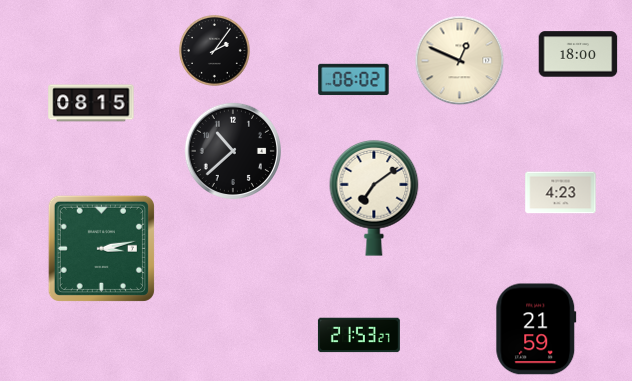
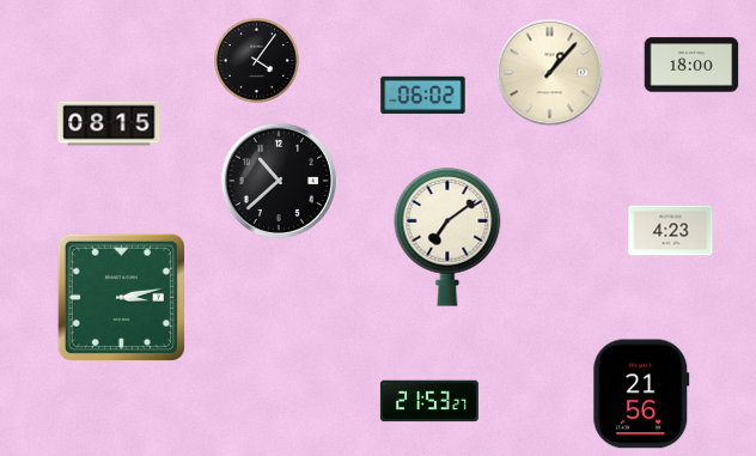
clock at (214, 50): 2:06 -> 4:06
clock at (460, 61): 12:49 -> 1:07
clock at (536, 329): 21:59 -> 21:56
